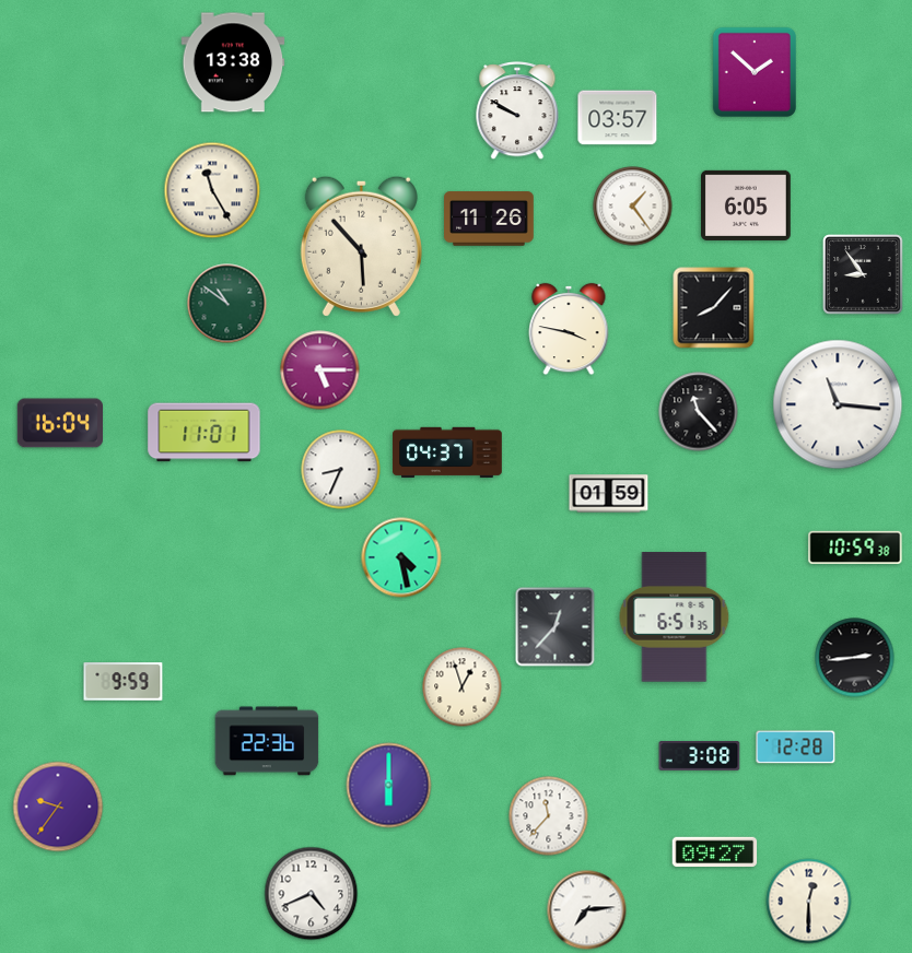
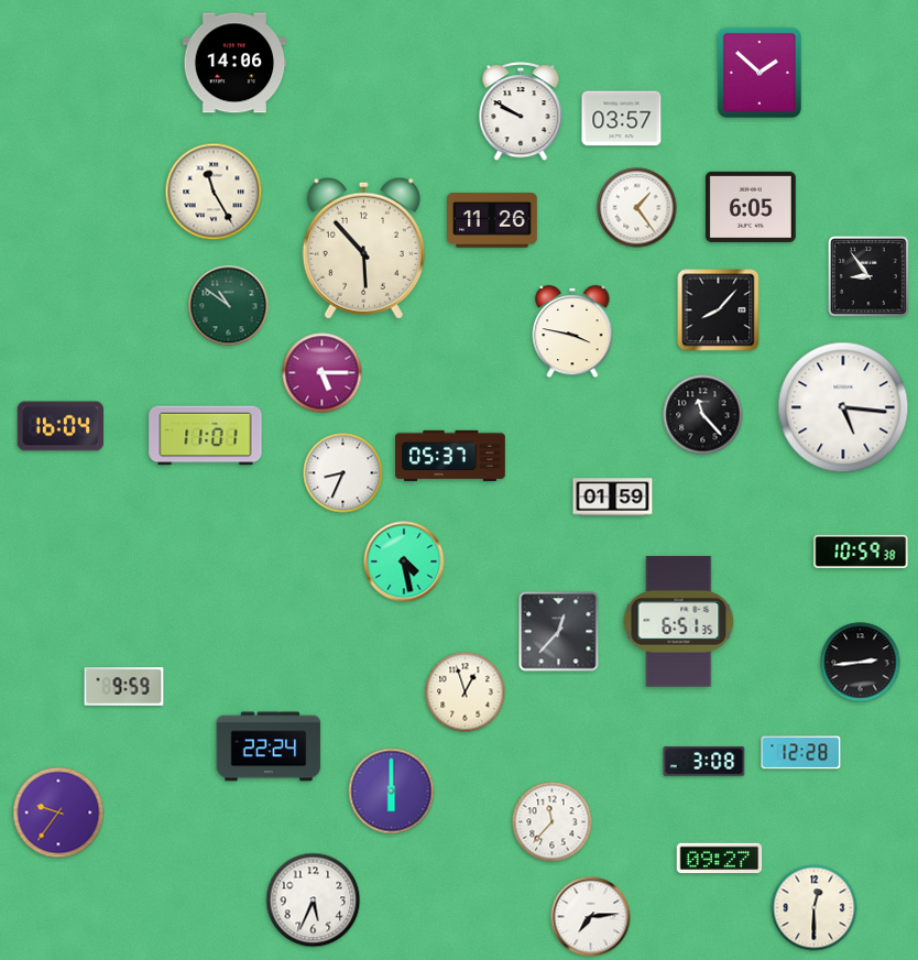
clock at (233, 62): 13:38 -> 14:06
clock at (838, 404): 11:16 -> 5:16
clock at (447, 452): 04:37 -> 05:37
clock at (267, 741): 22:36 -> 22:24
clock at (312, 894): 4:41 -> 5:34
